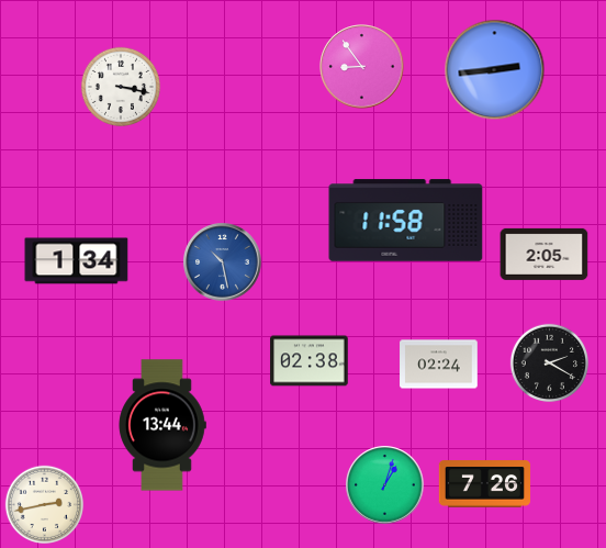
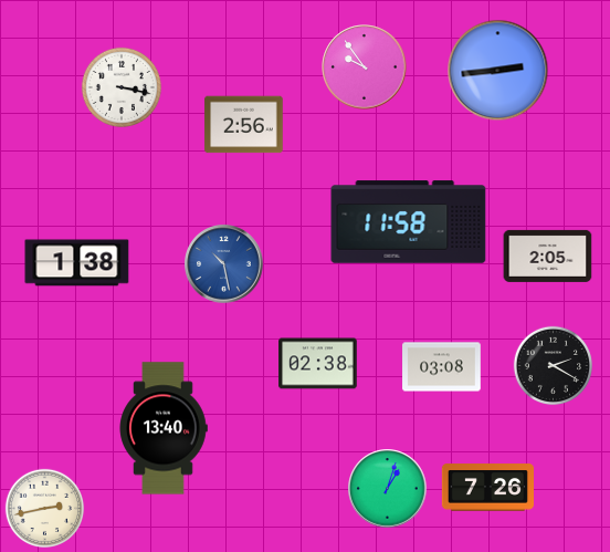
clock at (362, 67): 8:54 -> 9:54
clock at (244, 125): none -> 2:56
clock at (77, 261): 1:34 -> 1:38
clock at (310, 361) position: (310, 361) -> (318, 364)
clock at (439, 365): 02:24 -> 03:08
clock at (162, 425): 13:44 -> 13:40
